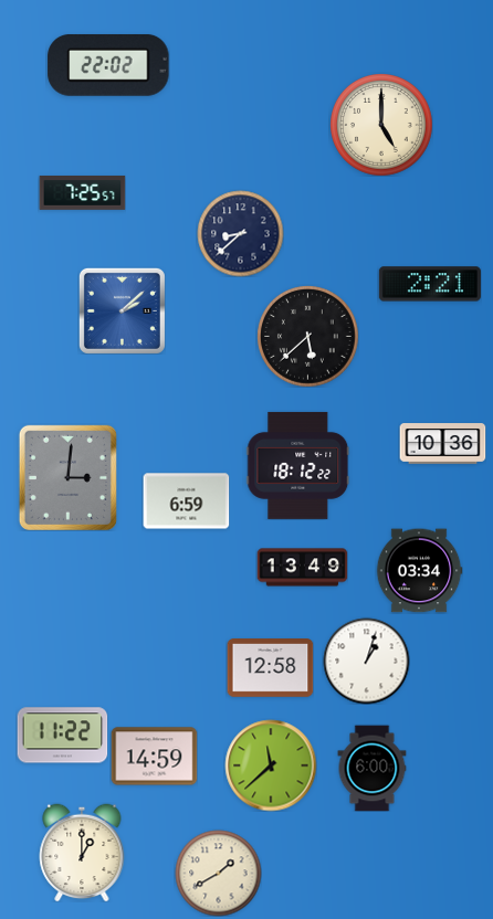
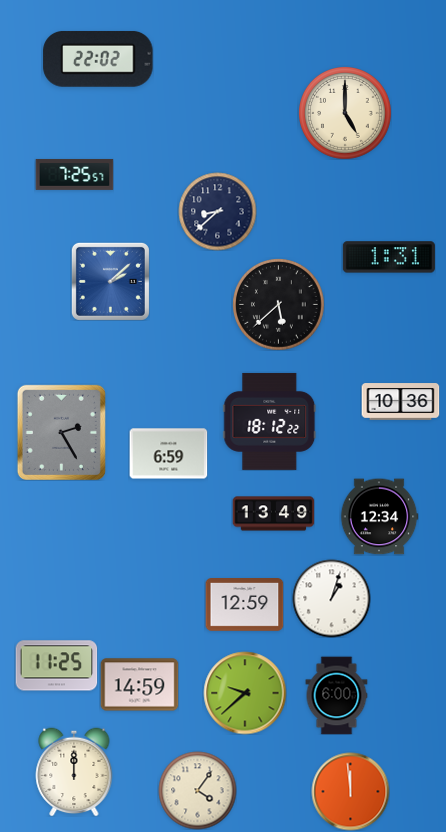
clock at (430, 284): 2:21 -> 1:31
clock at (67, 477): 3:01 -> 2:25
clock at (419, 571): 03:34 -> 12:34
clock at (270, 668): 12:58 -> 12:59
clock at (62, 736): 11:22 -> 11:25
clock at (271, 765): 11:38 -> 9:38
clock at (82, 853): 1:00 -> 12:00
clock at (218, 873): 1:40 -> 4:06
clock at (350, 791): none -> 11:59
